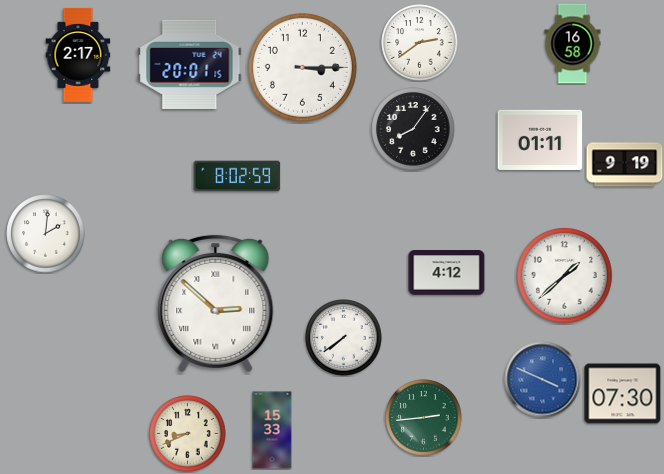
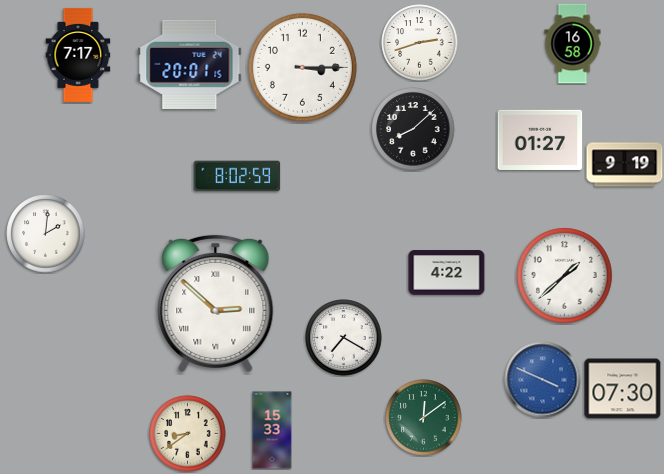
clock at (420, 43): 2:39 -> 2:42
clock at (78, 55): 2:17 -> 7:17
clock at (413, 129): 8:06 -> 8:08
clock at (540, 140): 01:11 -> 01:27
clock at (447, 273): 4:12 -> 4:22
clock at (344, 338): 7:39 -> 7:20
clock at (623, 394) position: (623, 394) -> (623, 389)
clock at (424, 418): 2:44 -> 12:09
clock at (188, 434): 8:41 -> 8:39
